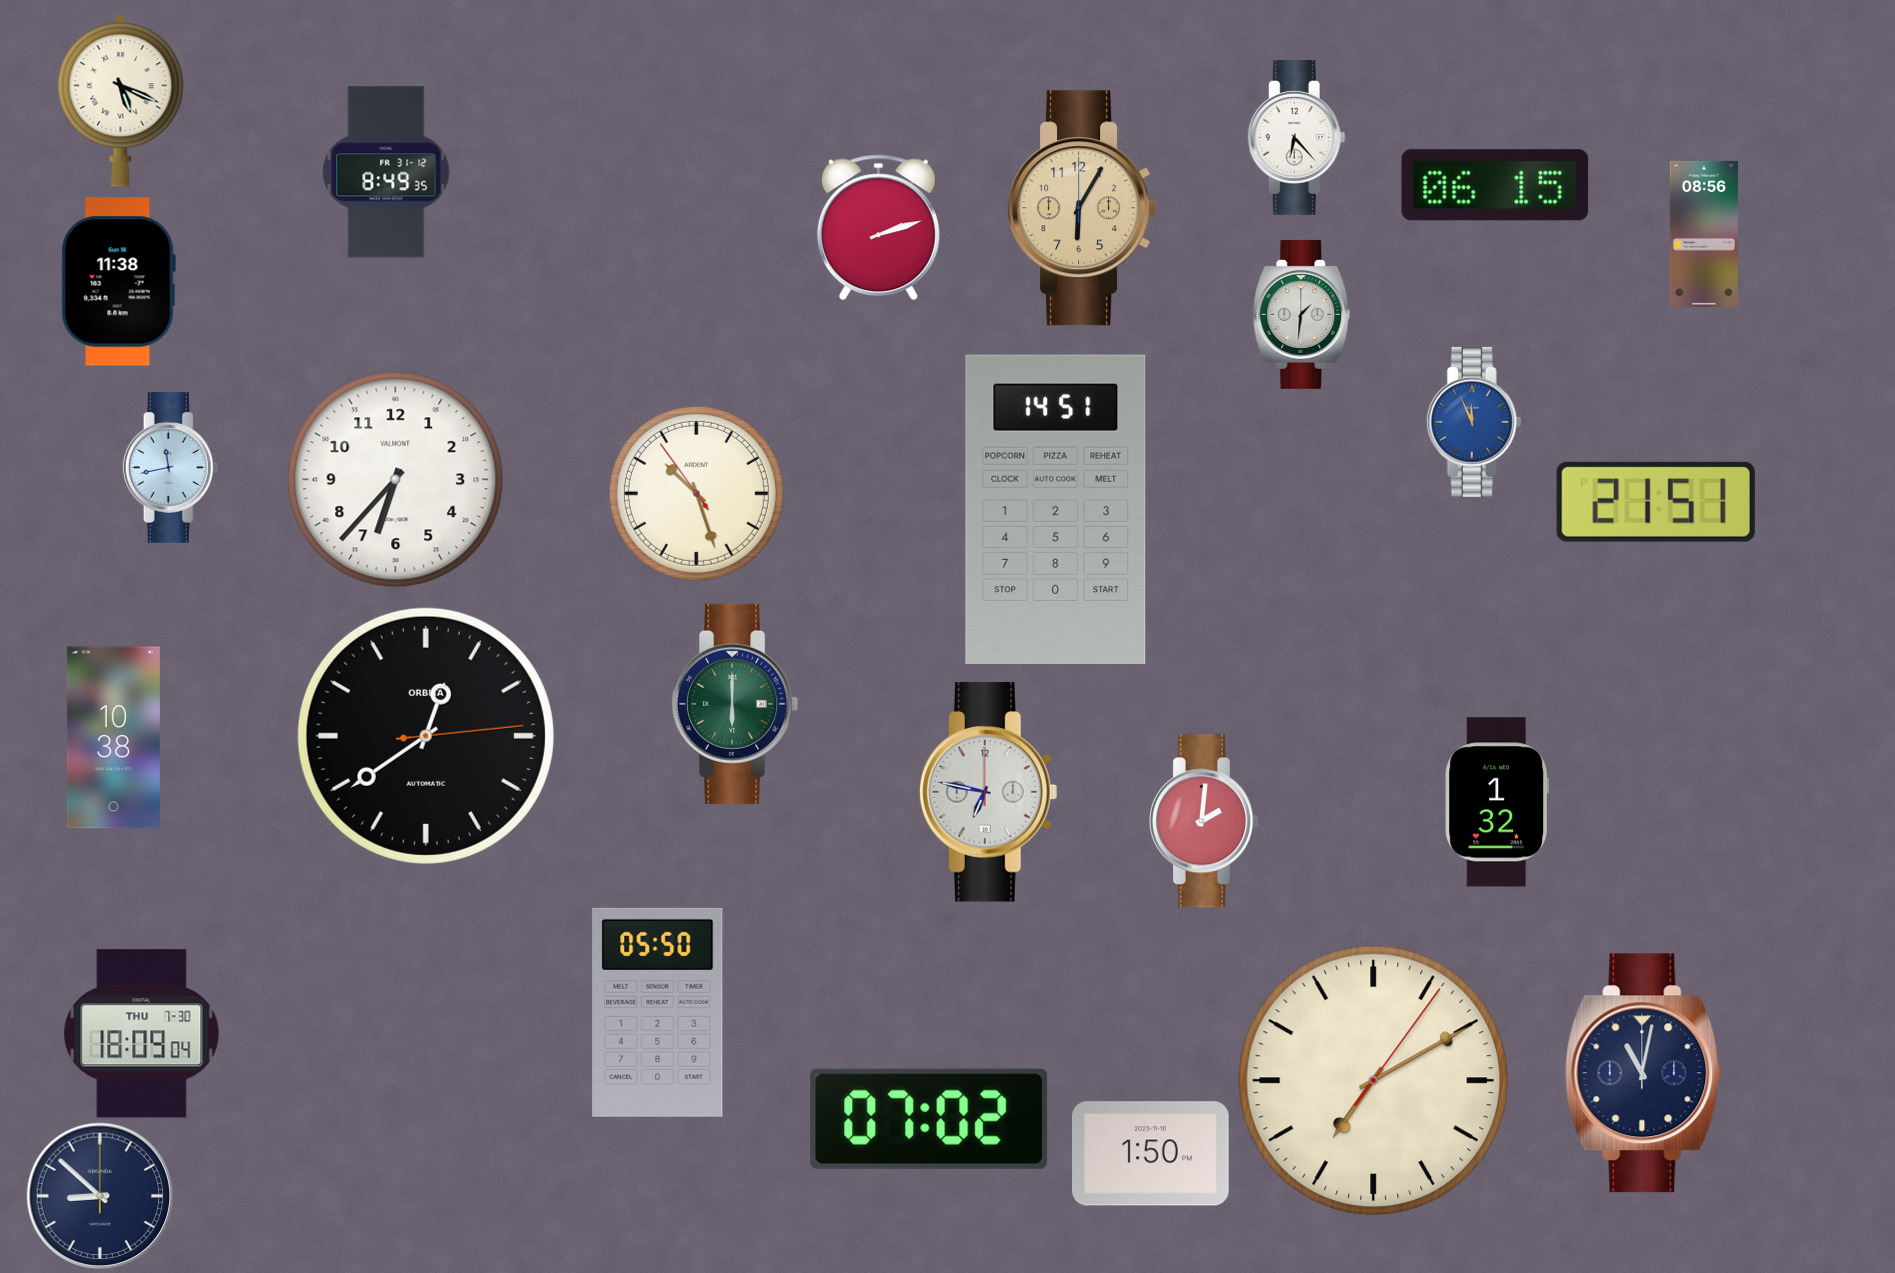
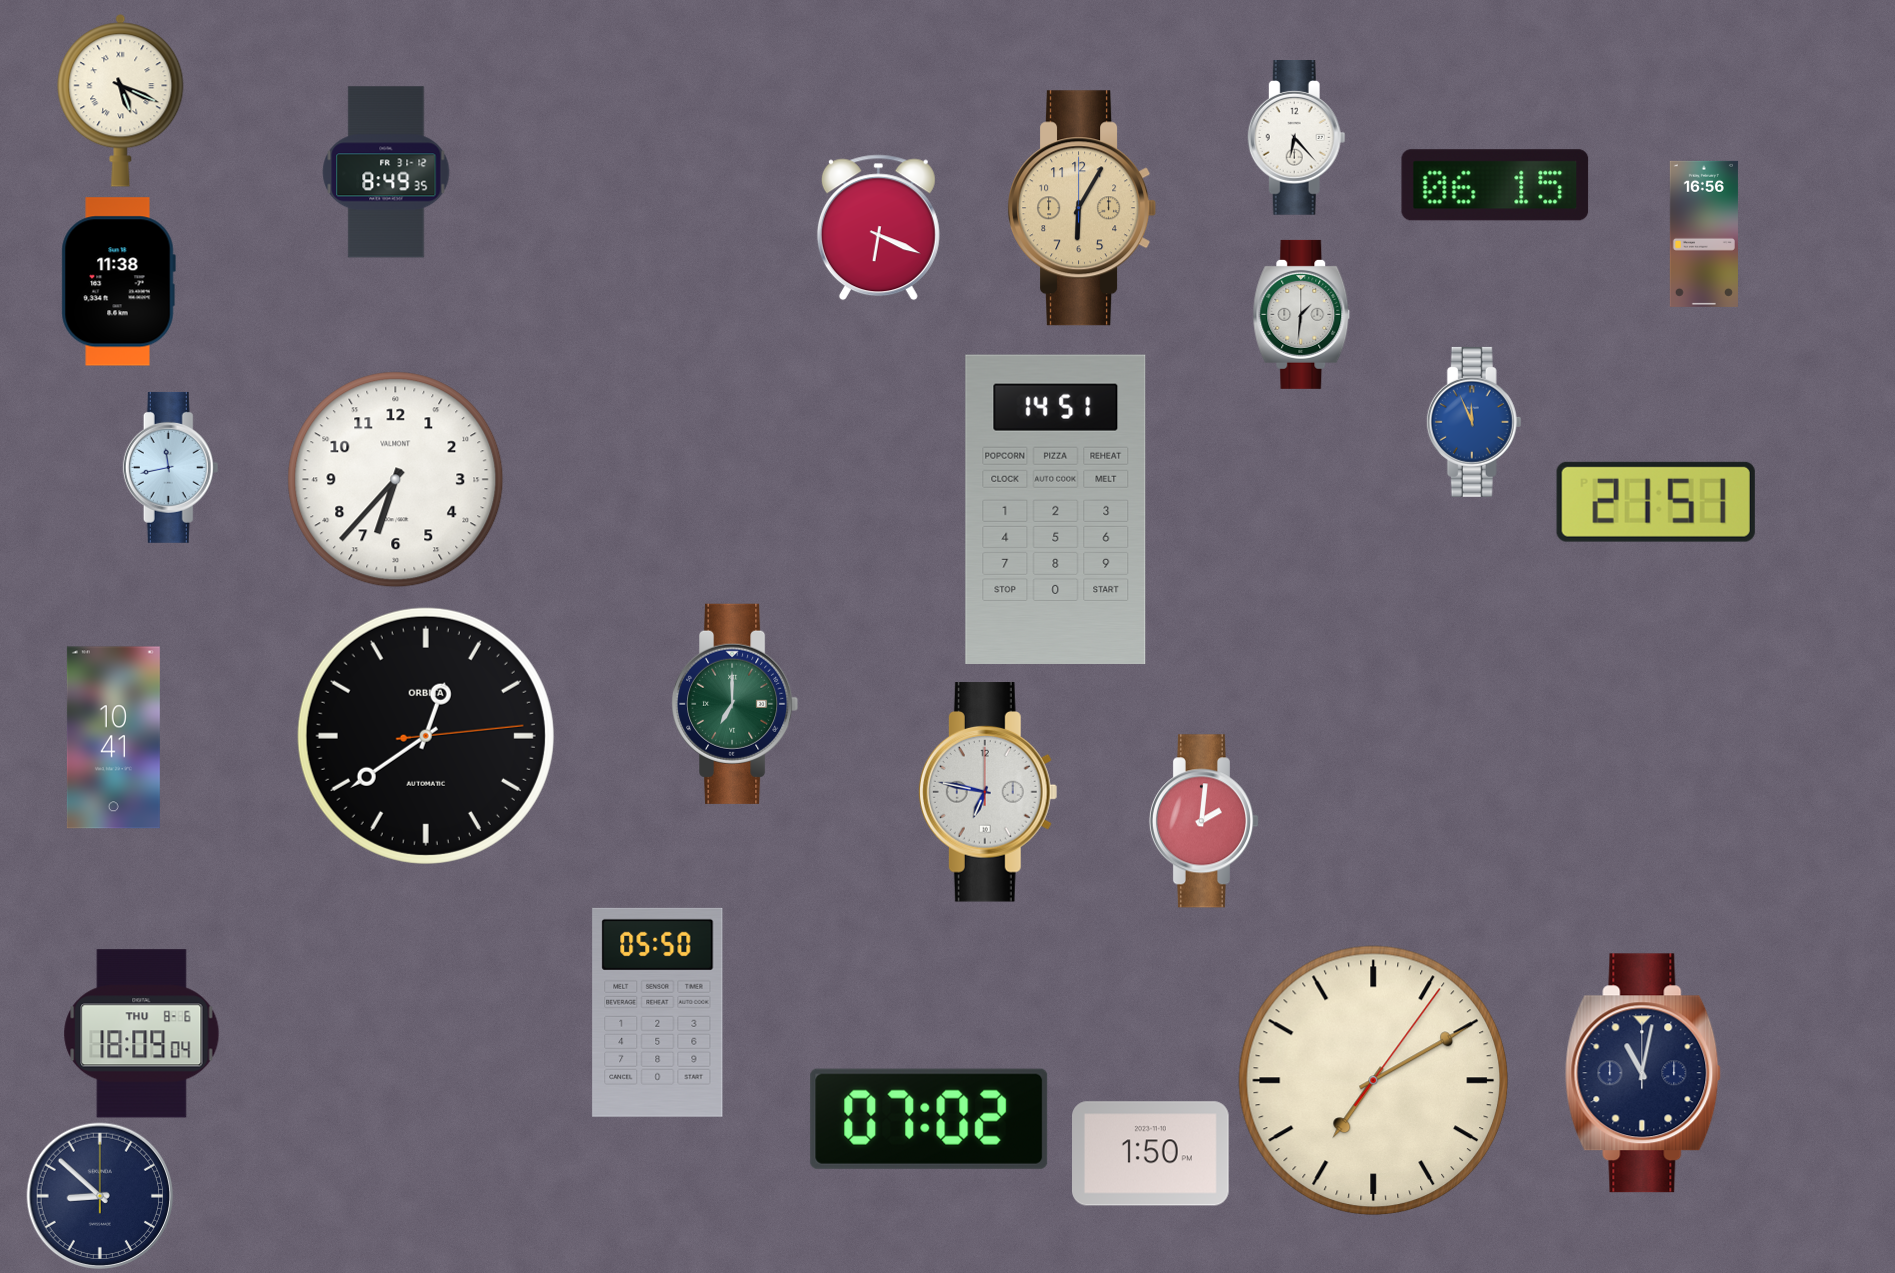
clock at (878, 228): 2:12 -> 6:19
clock at (1704, 234): 08:56 -> 16:56
clock at (696, 493): 10:26 -> none
clock at (736, 704): 6:00 -> 7:00
clock at (113, 738): 10:38 -> 10:41
clock at (1496, 802): 1:32 -> none
clock at (142, 1034) date: THU 7-30 -> THU 8-6
